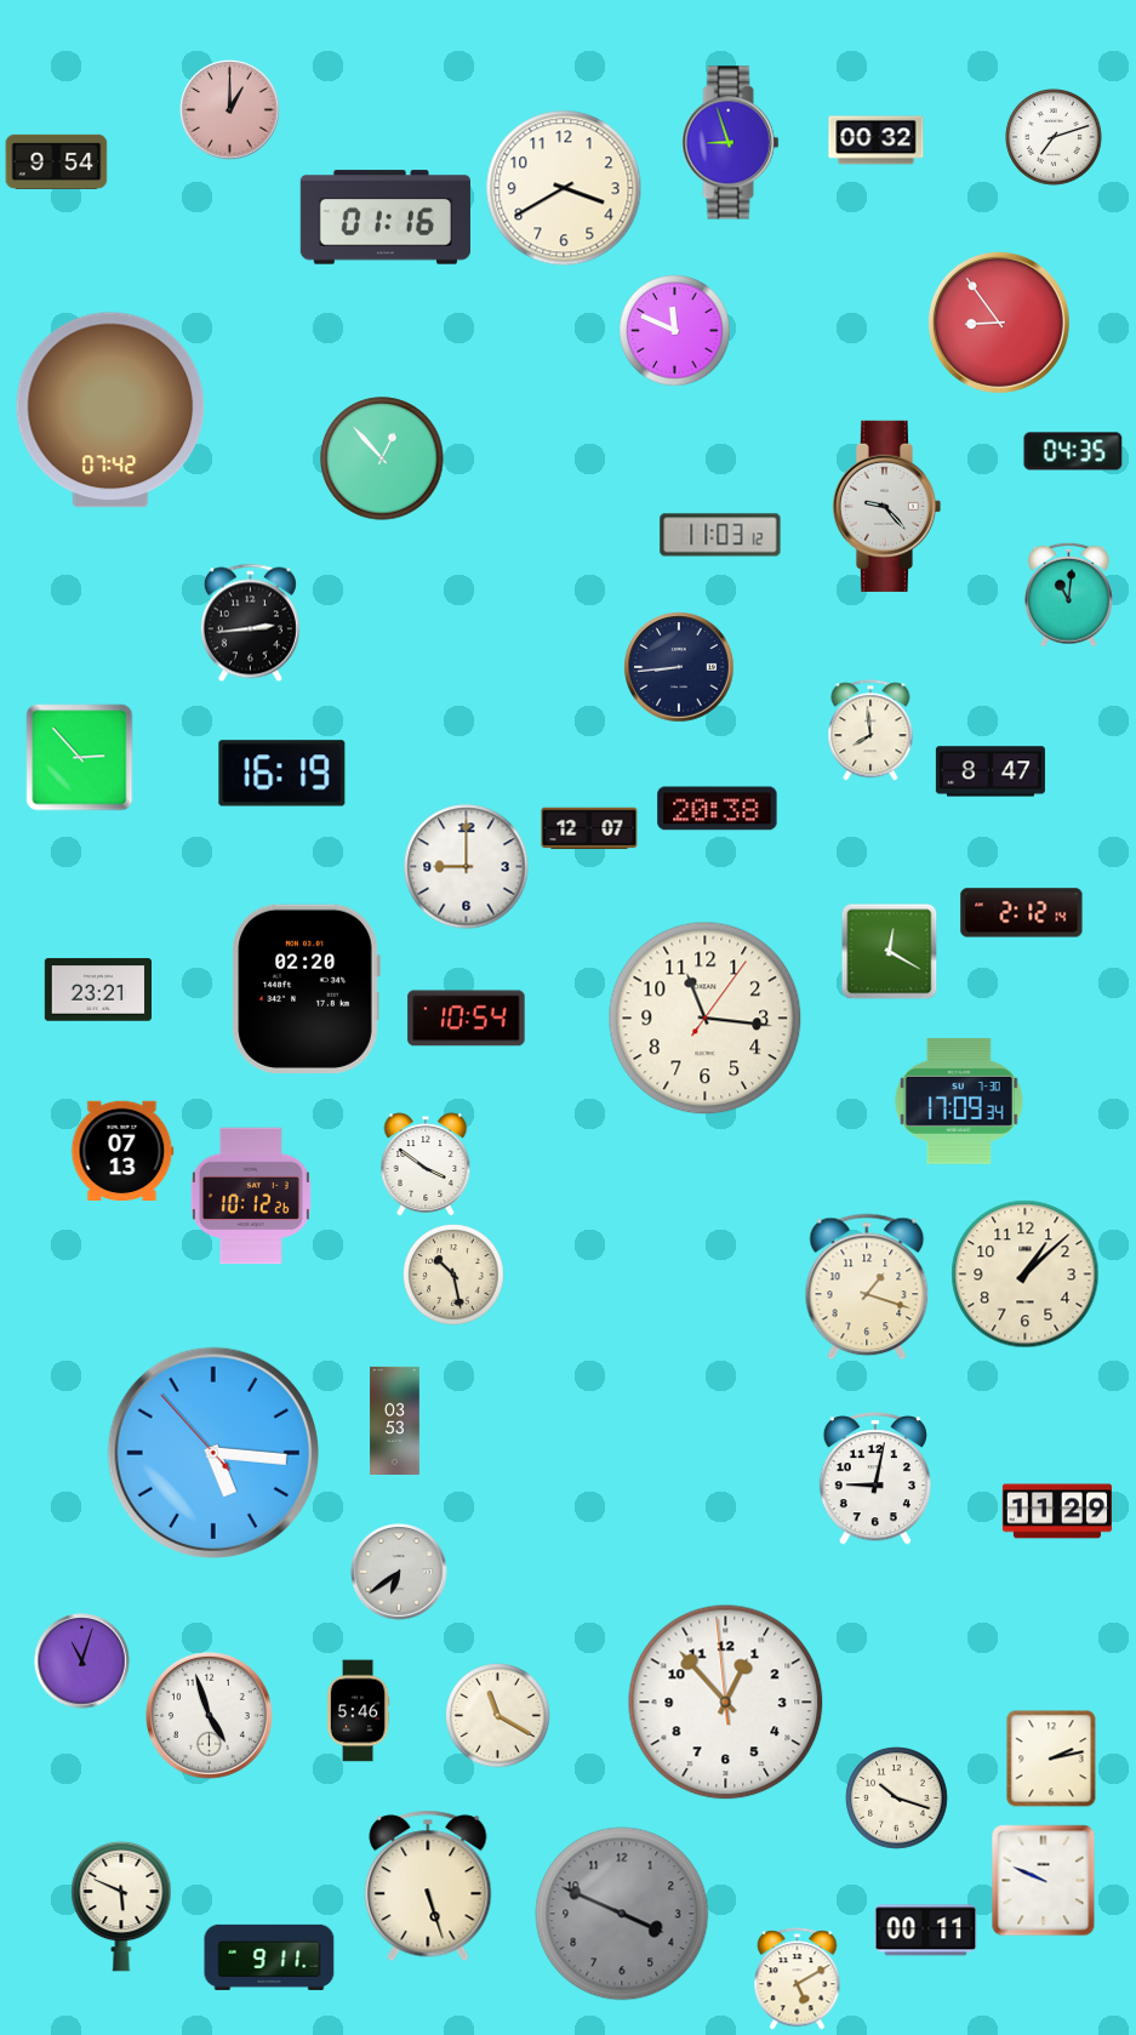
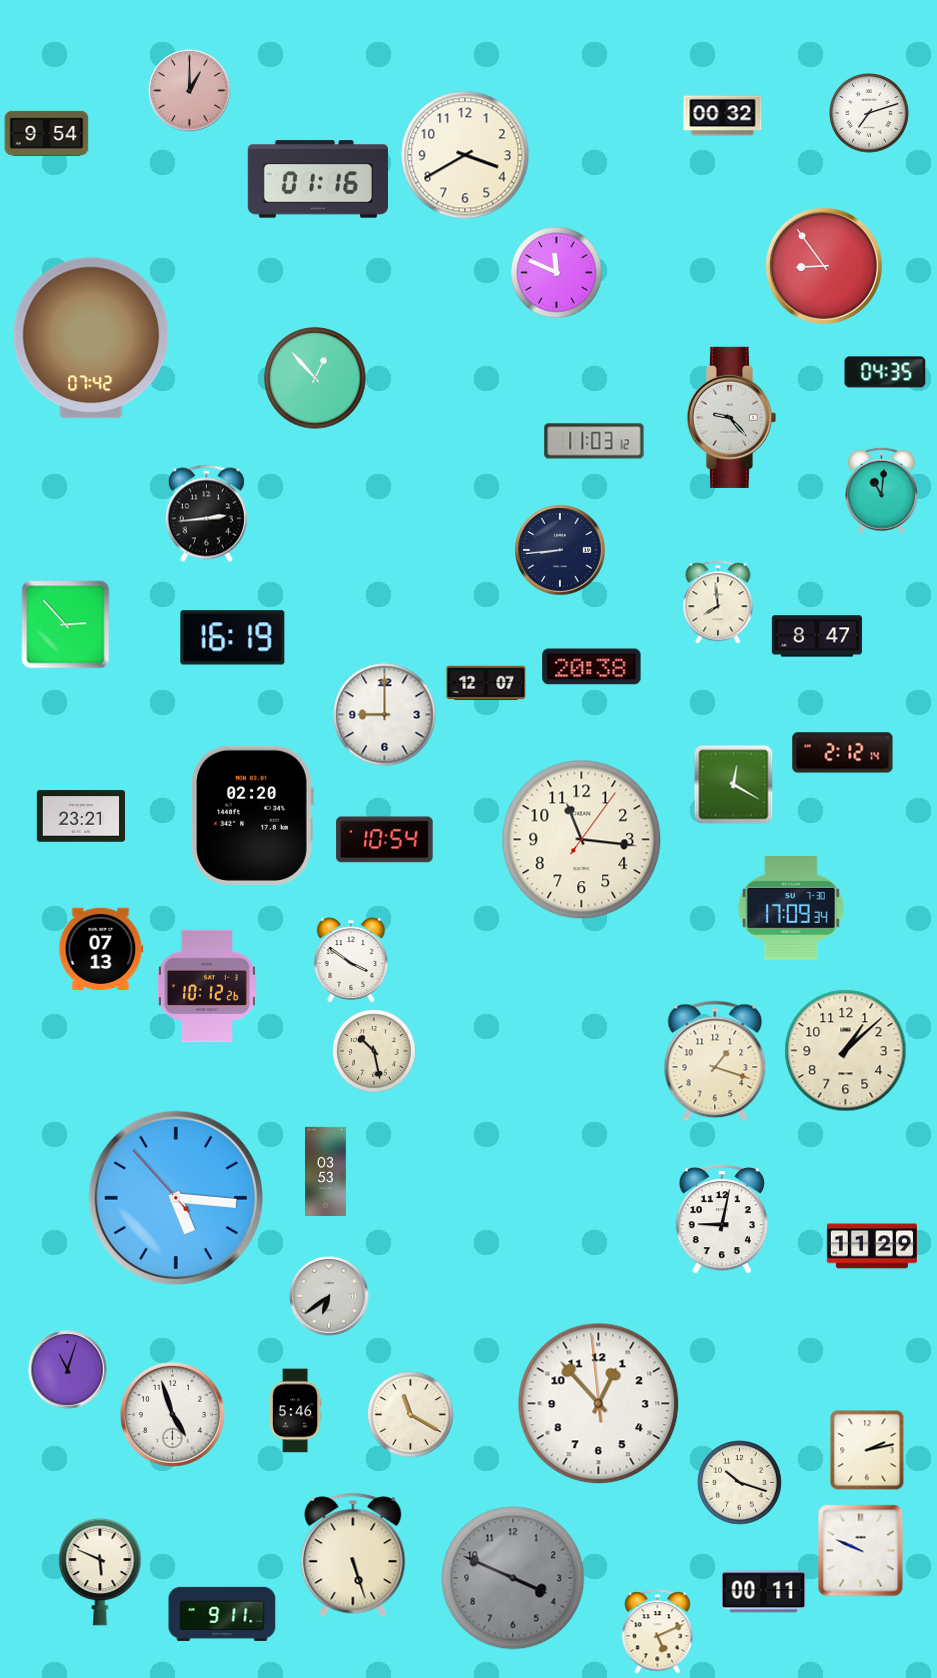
clock at (731, 143): 8:57 -> none
clock at (798, 1979): 5:10 -> 5:11
